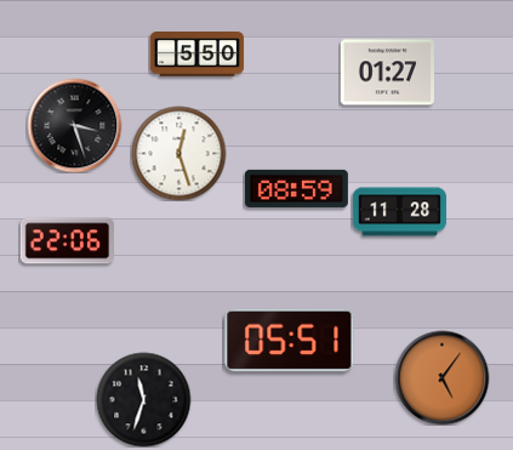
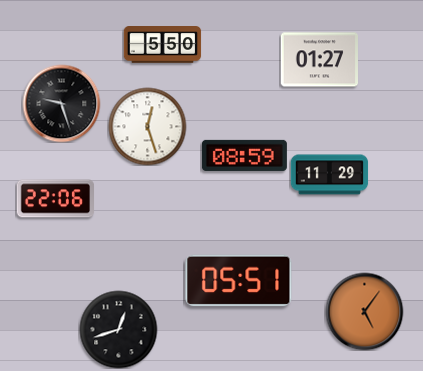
clock at (74, 125): 3:27 -> 9:27
clock at (399, 212): 11:28 -> 11:29
clock at (143, 399): 11:33 -> 12:42
